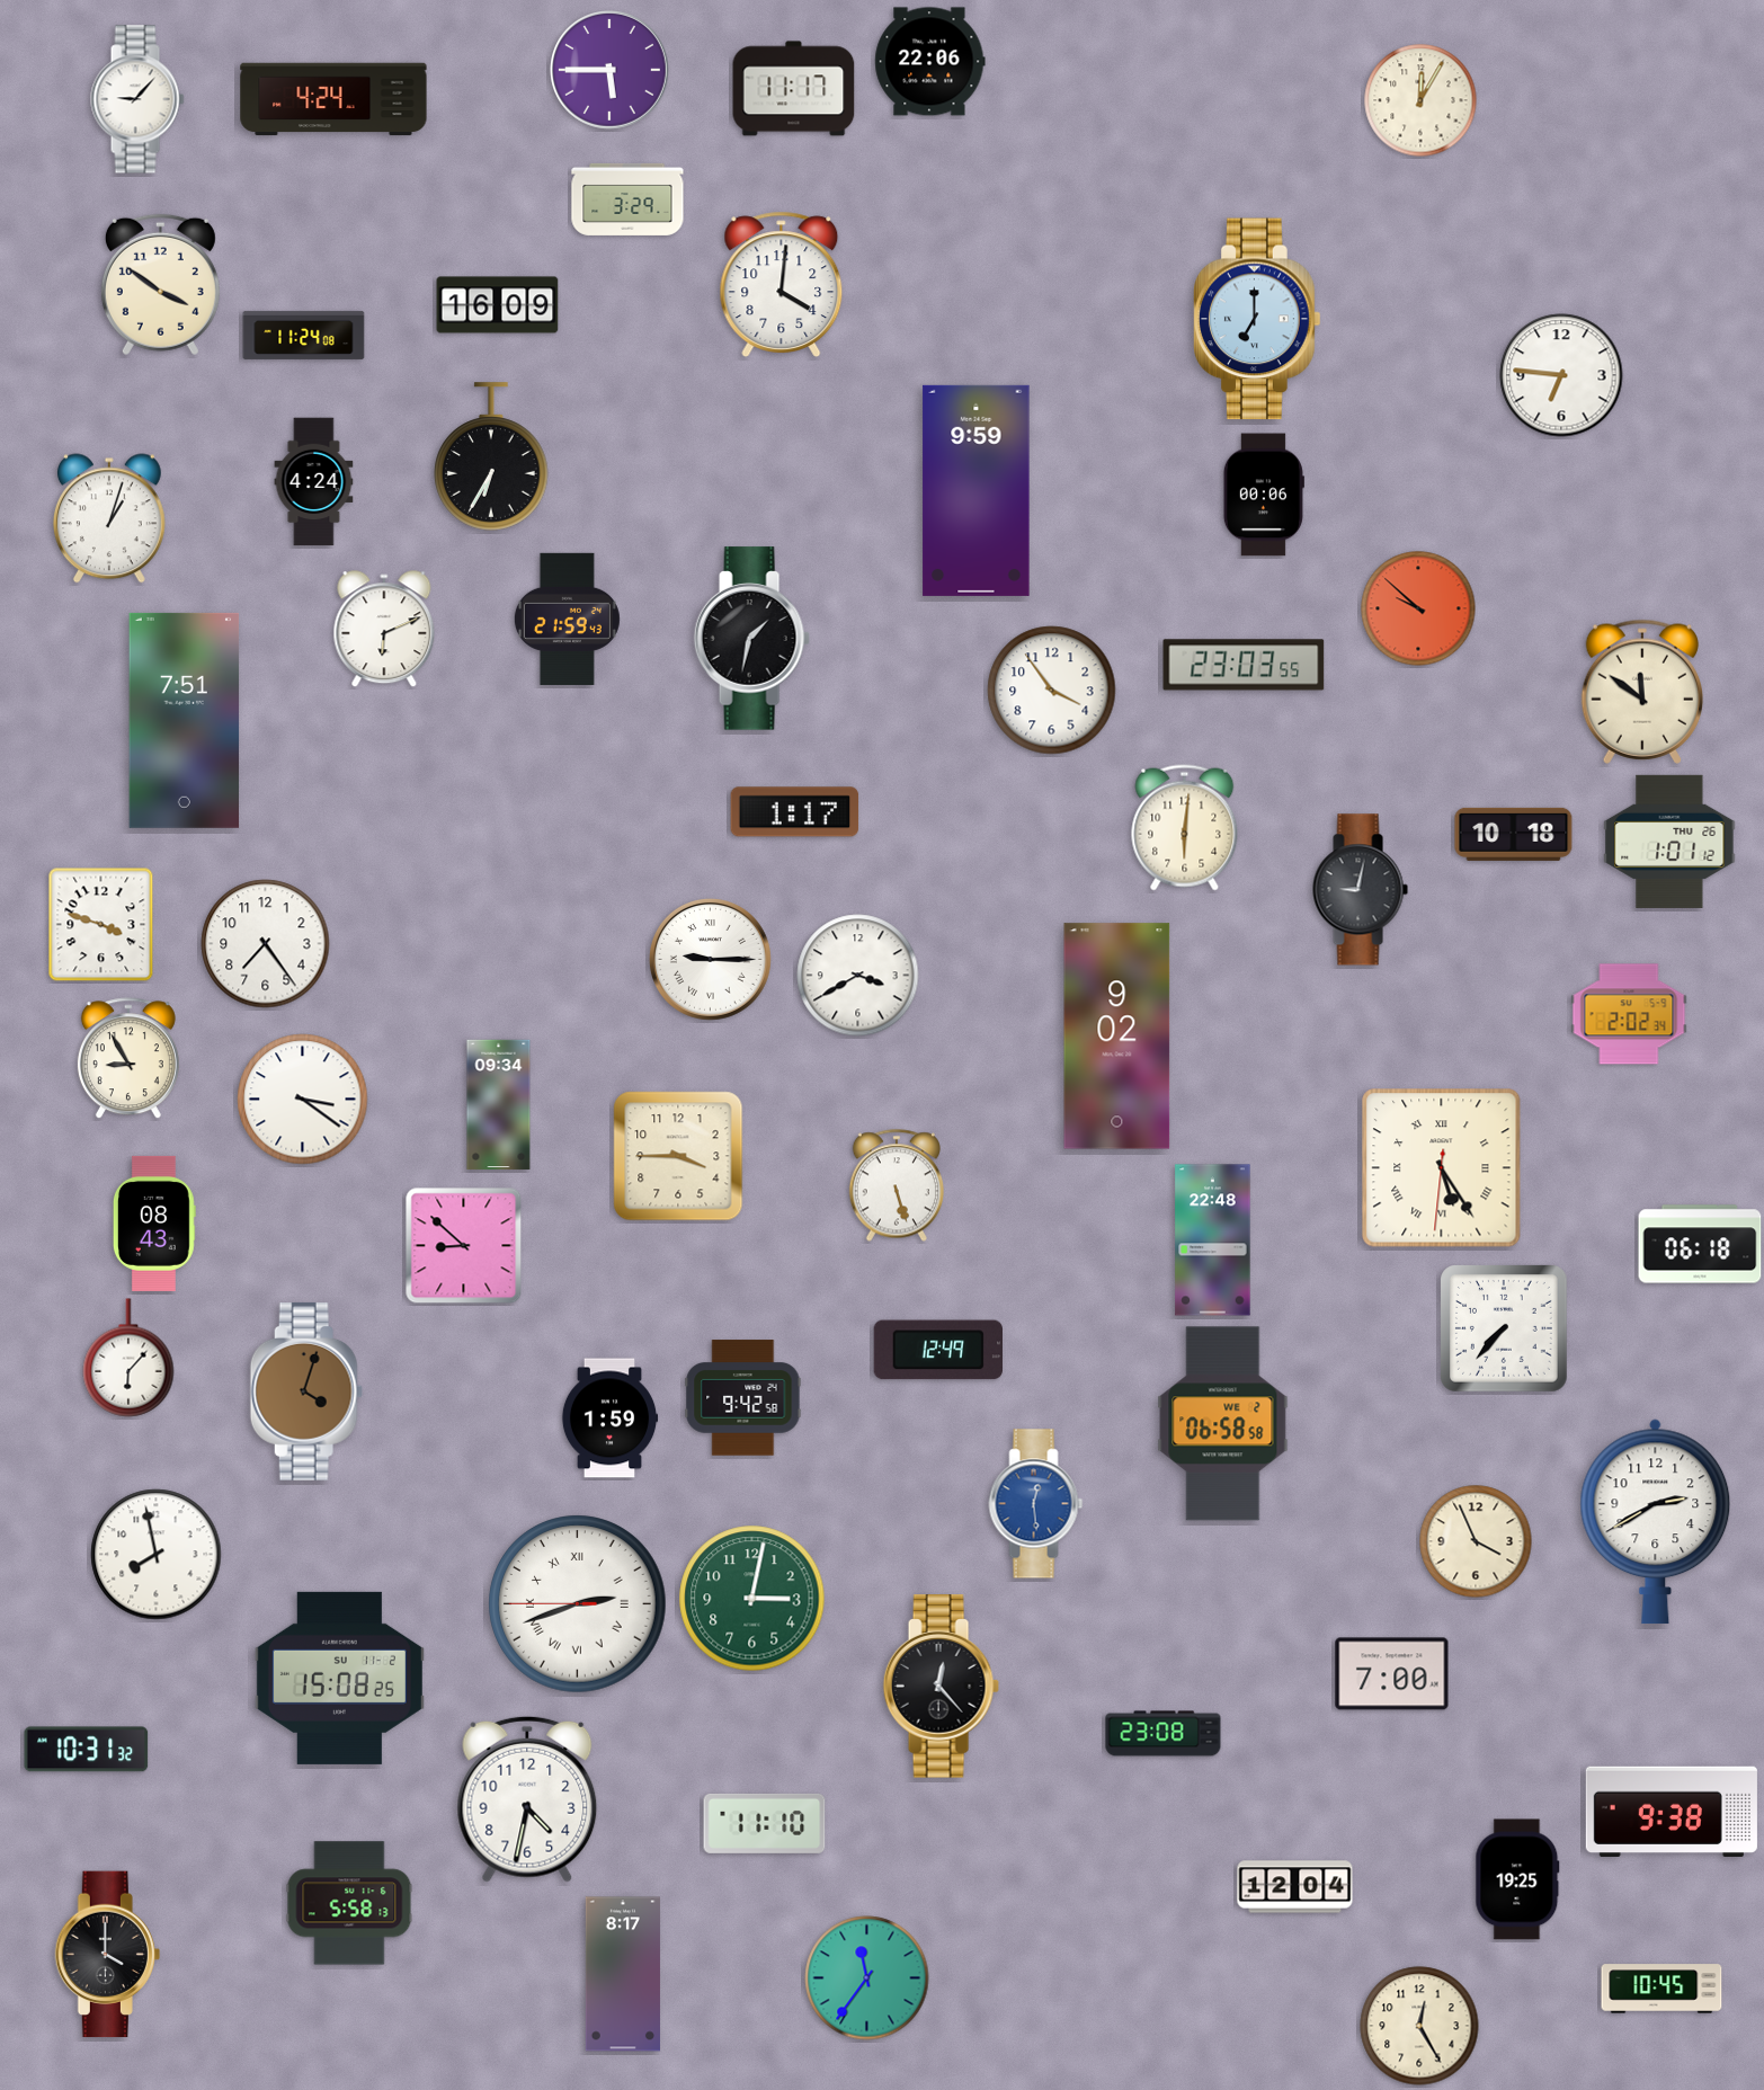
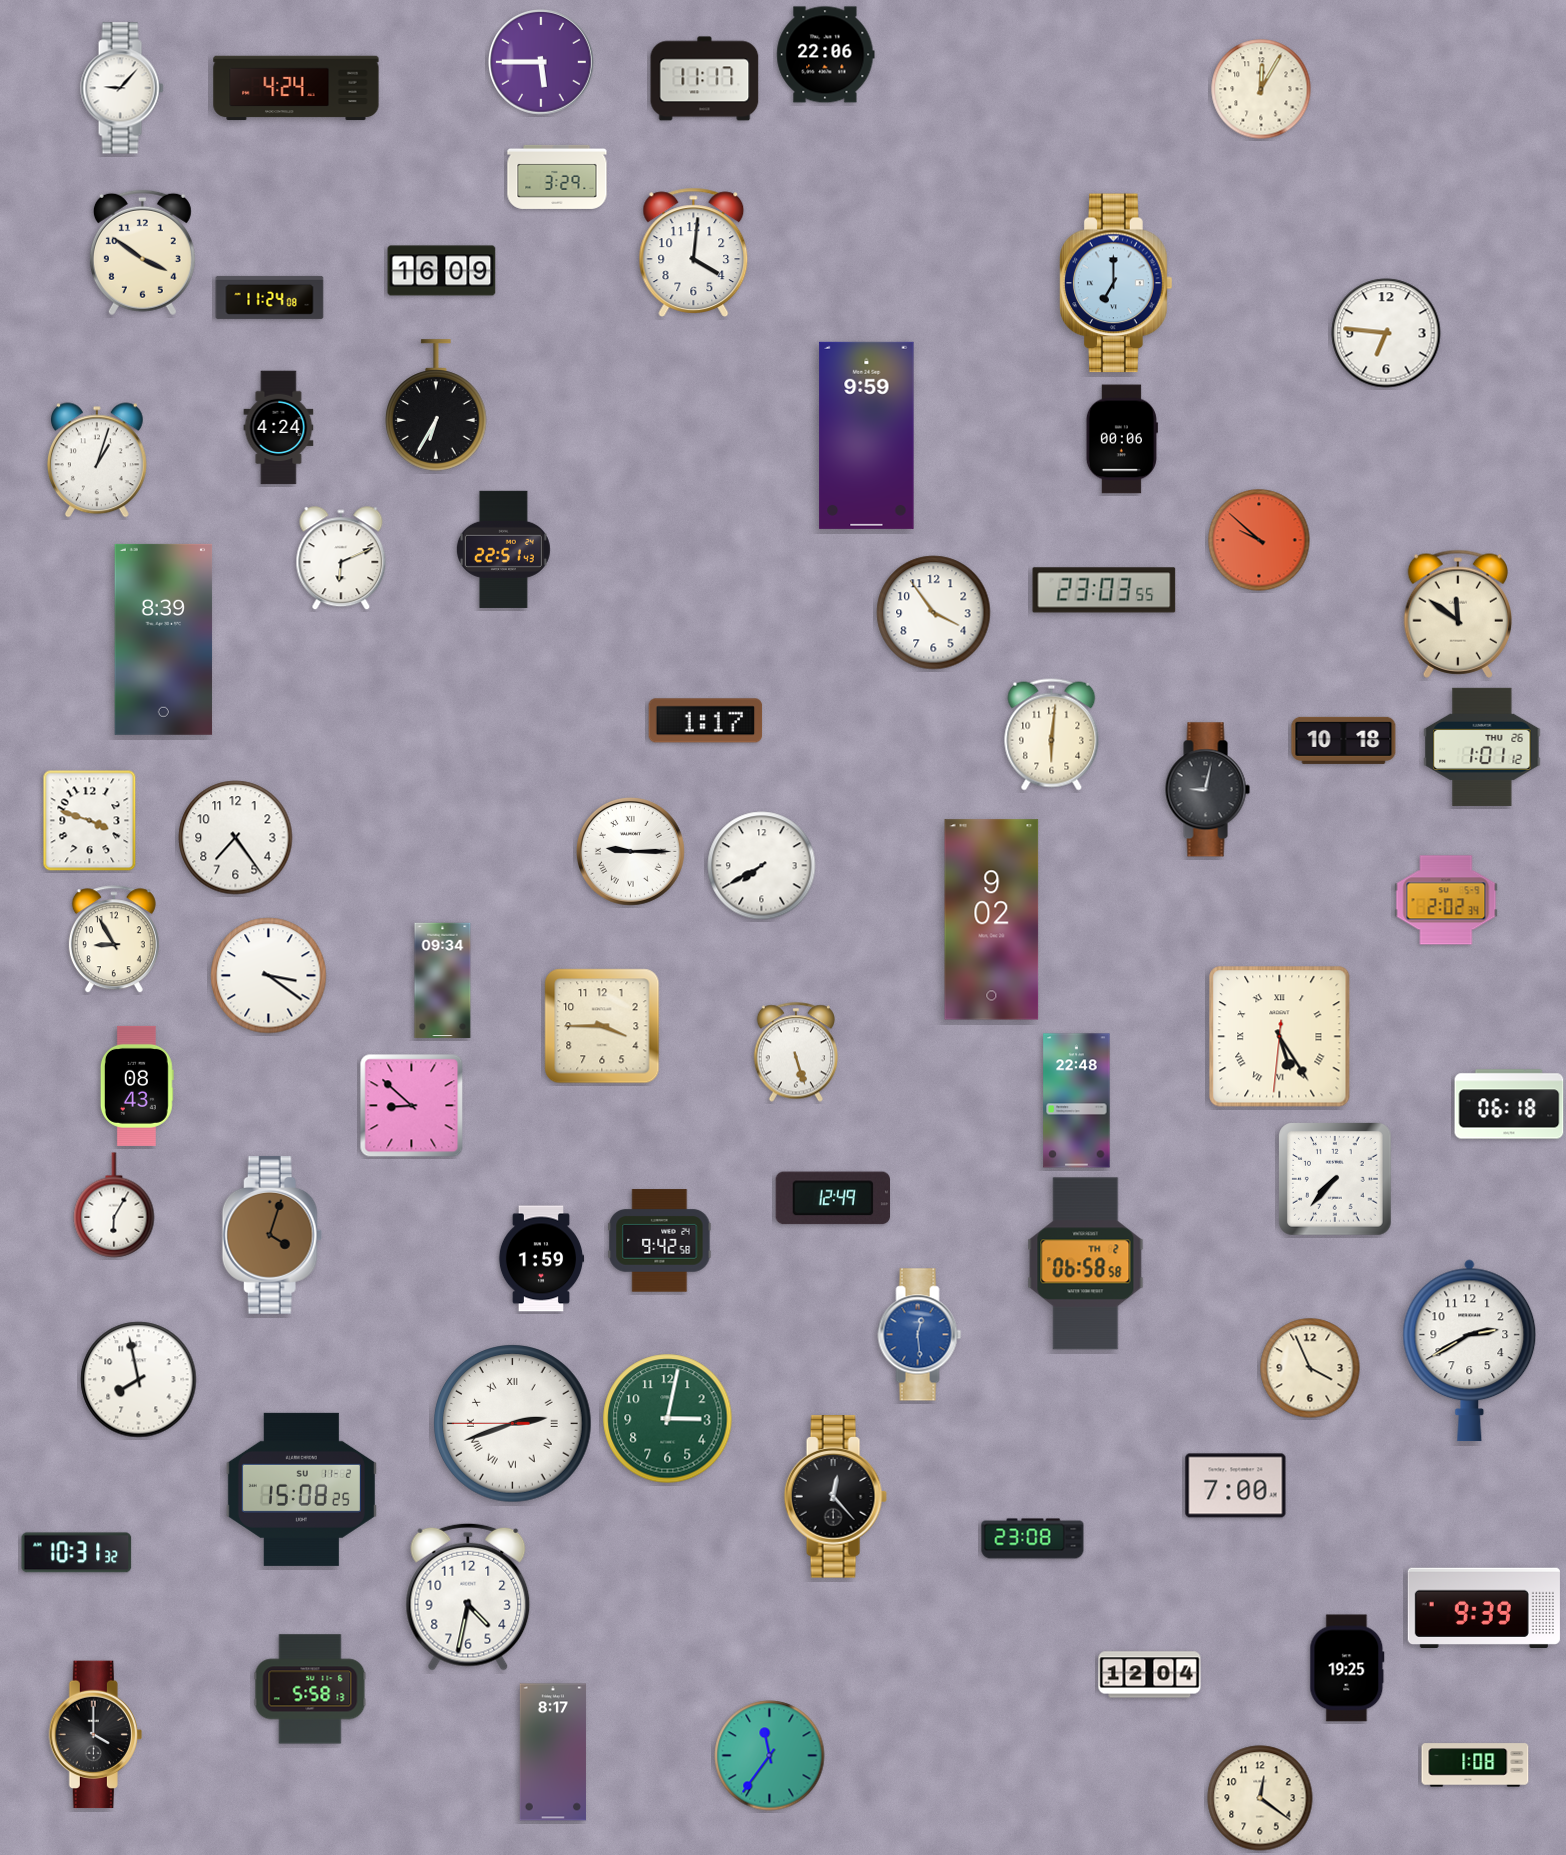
clock at (567, 619): 21:59 -> 22:51
clock at (751, 639): 1:32 -> none
clock at (185, 720): 7:51 -> 8:39
clock at (858, 976): 3:40 -> 7:40
clock at (128, 1358): 6:07 -> 6:05
clock at (1223, 1424) date: WE 2 -> TH 2
clock at (1672, 1811): 9:38 -> 9:39
clock at (765, 1823): 11:10 -> none
clock at (1661, 1989): 10:45 -> 1:08
clock at (1419, 2026): 12:25 -> 12:21
